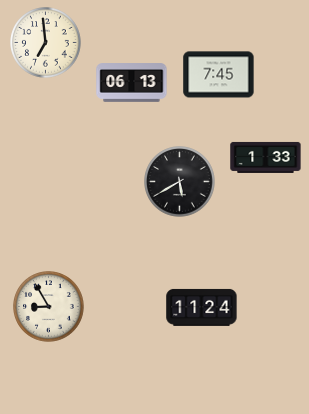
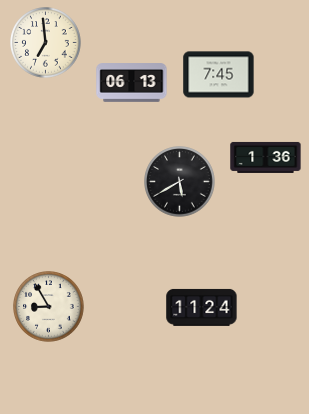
clock at (266, 157): 1:33 -> 1:36
